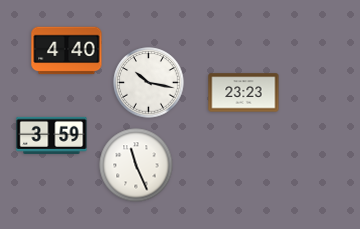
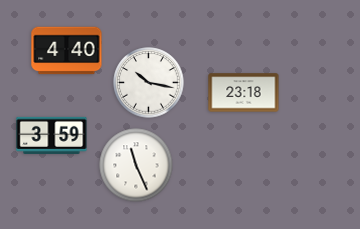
clock at (244, 93): 23:23 -> 23:18
